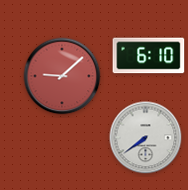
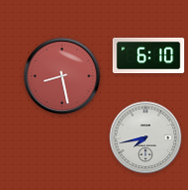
clock at (62, 76): 9:08 -> 8:28
clock at (146, 138): 7:39 -> 7:43
